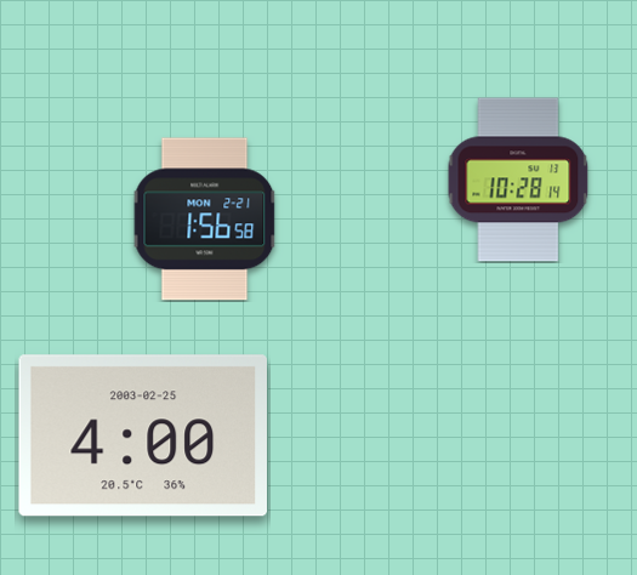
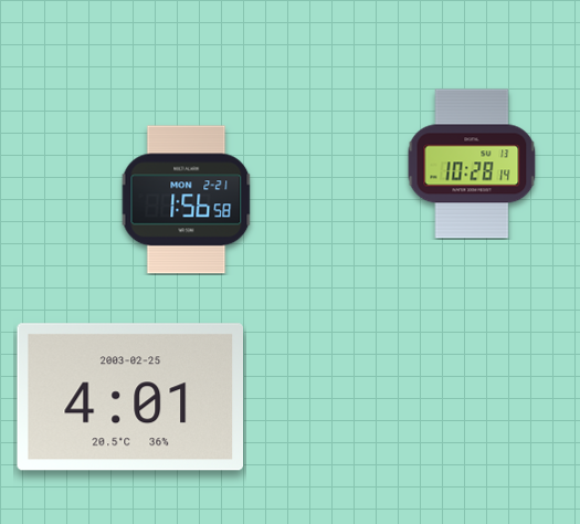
clock at (142, 435): 4:00 -> 4:01
